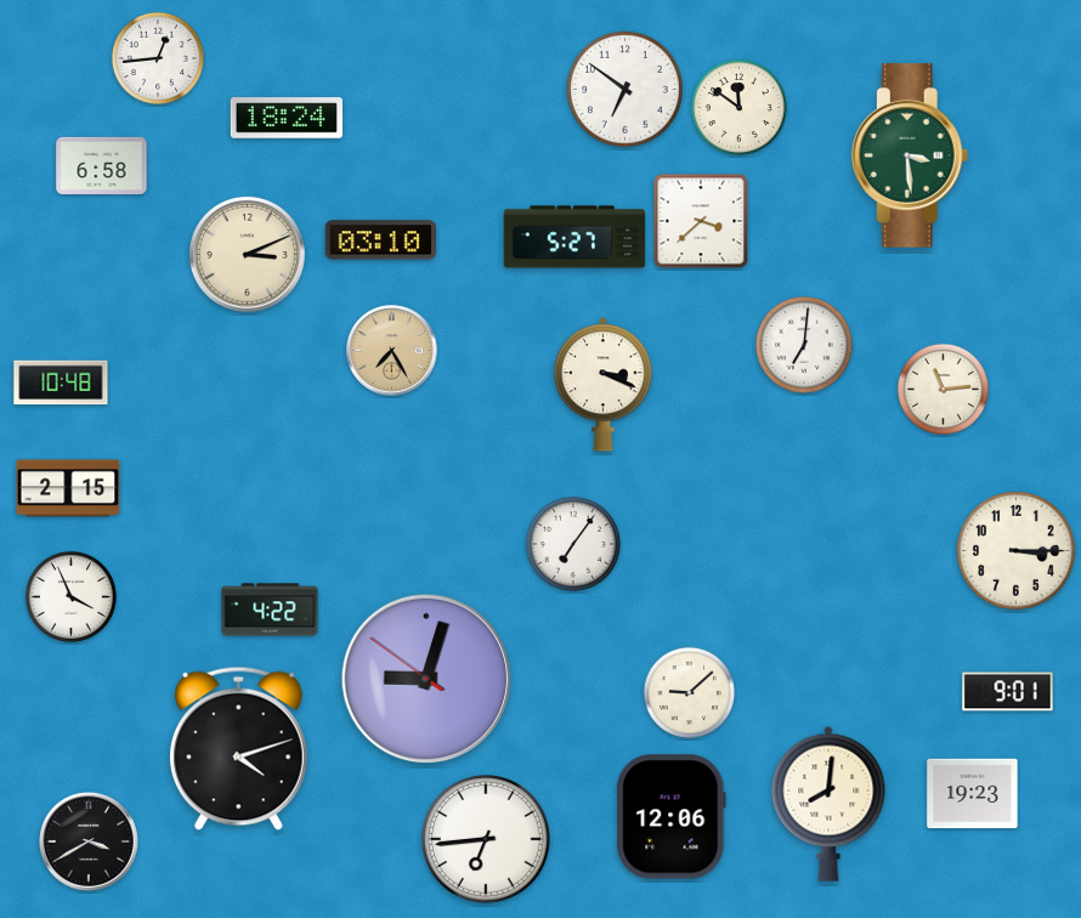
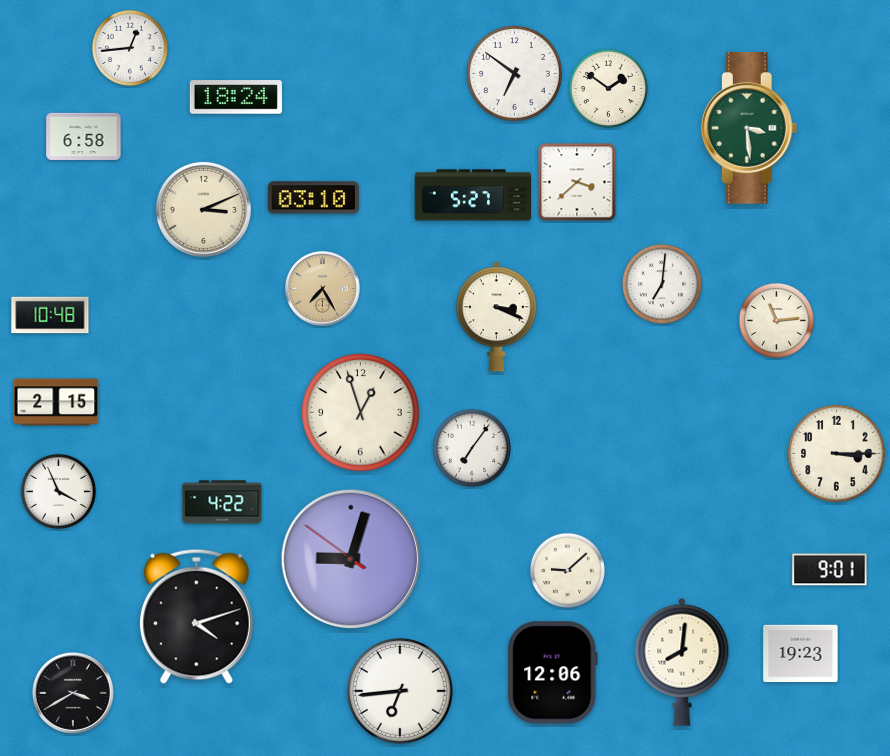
clock at (738, 107): 11:51 -> 1:51
clock at (361, 413): none -> 12:57
